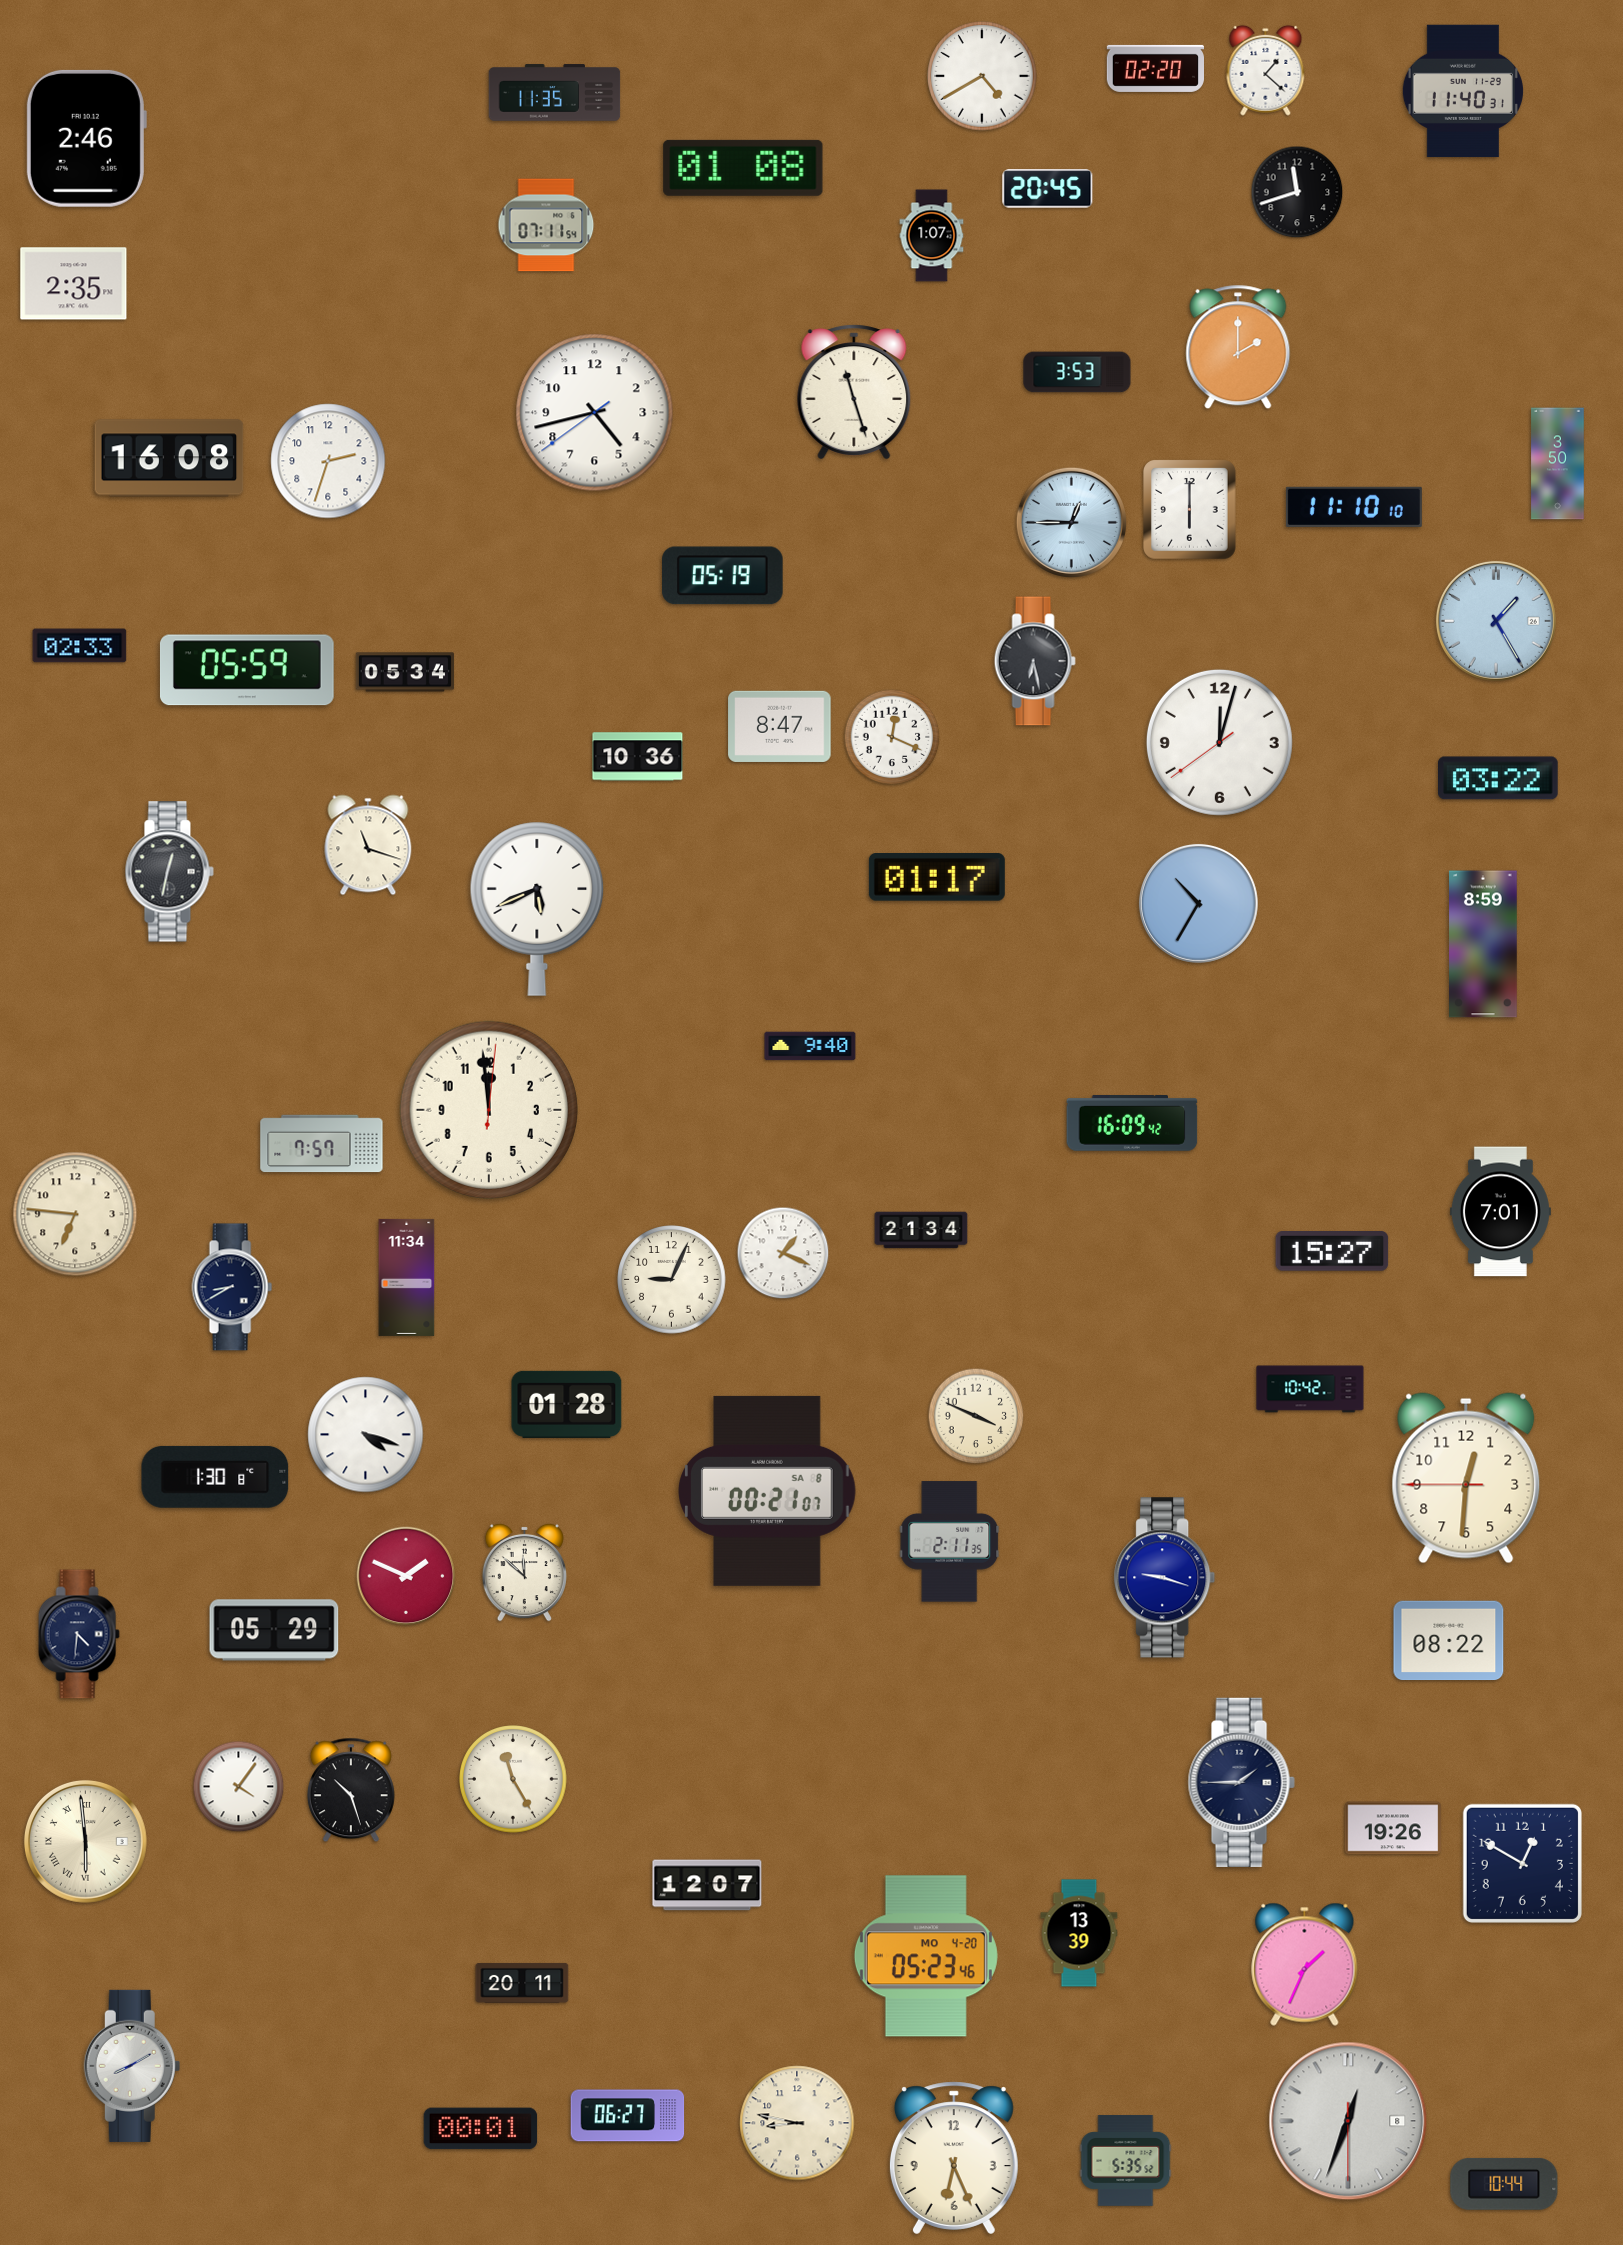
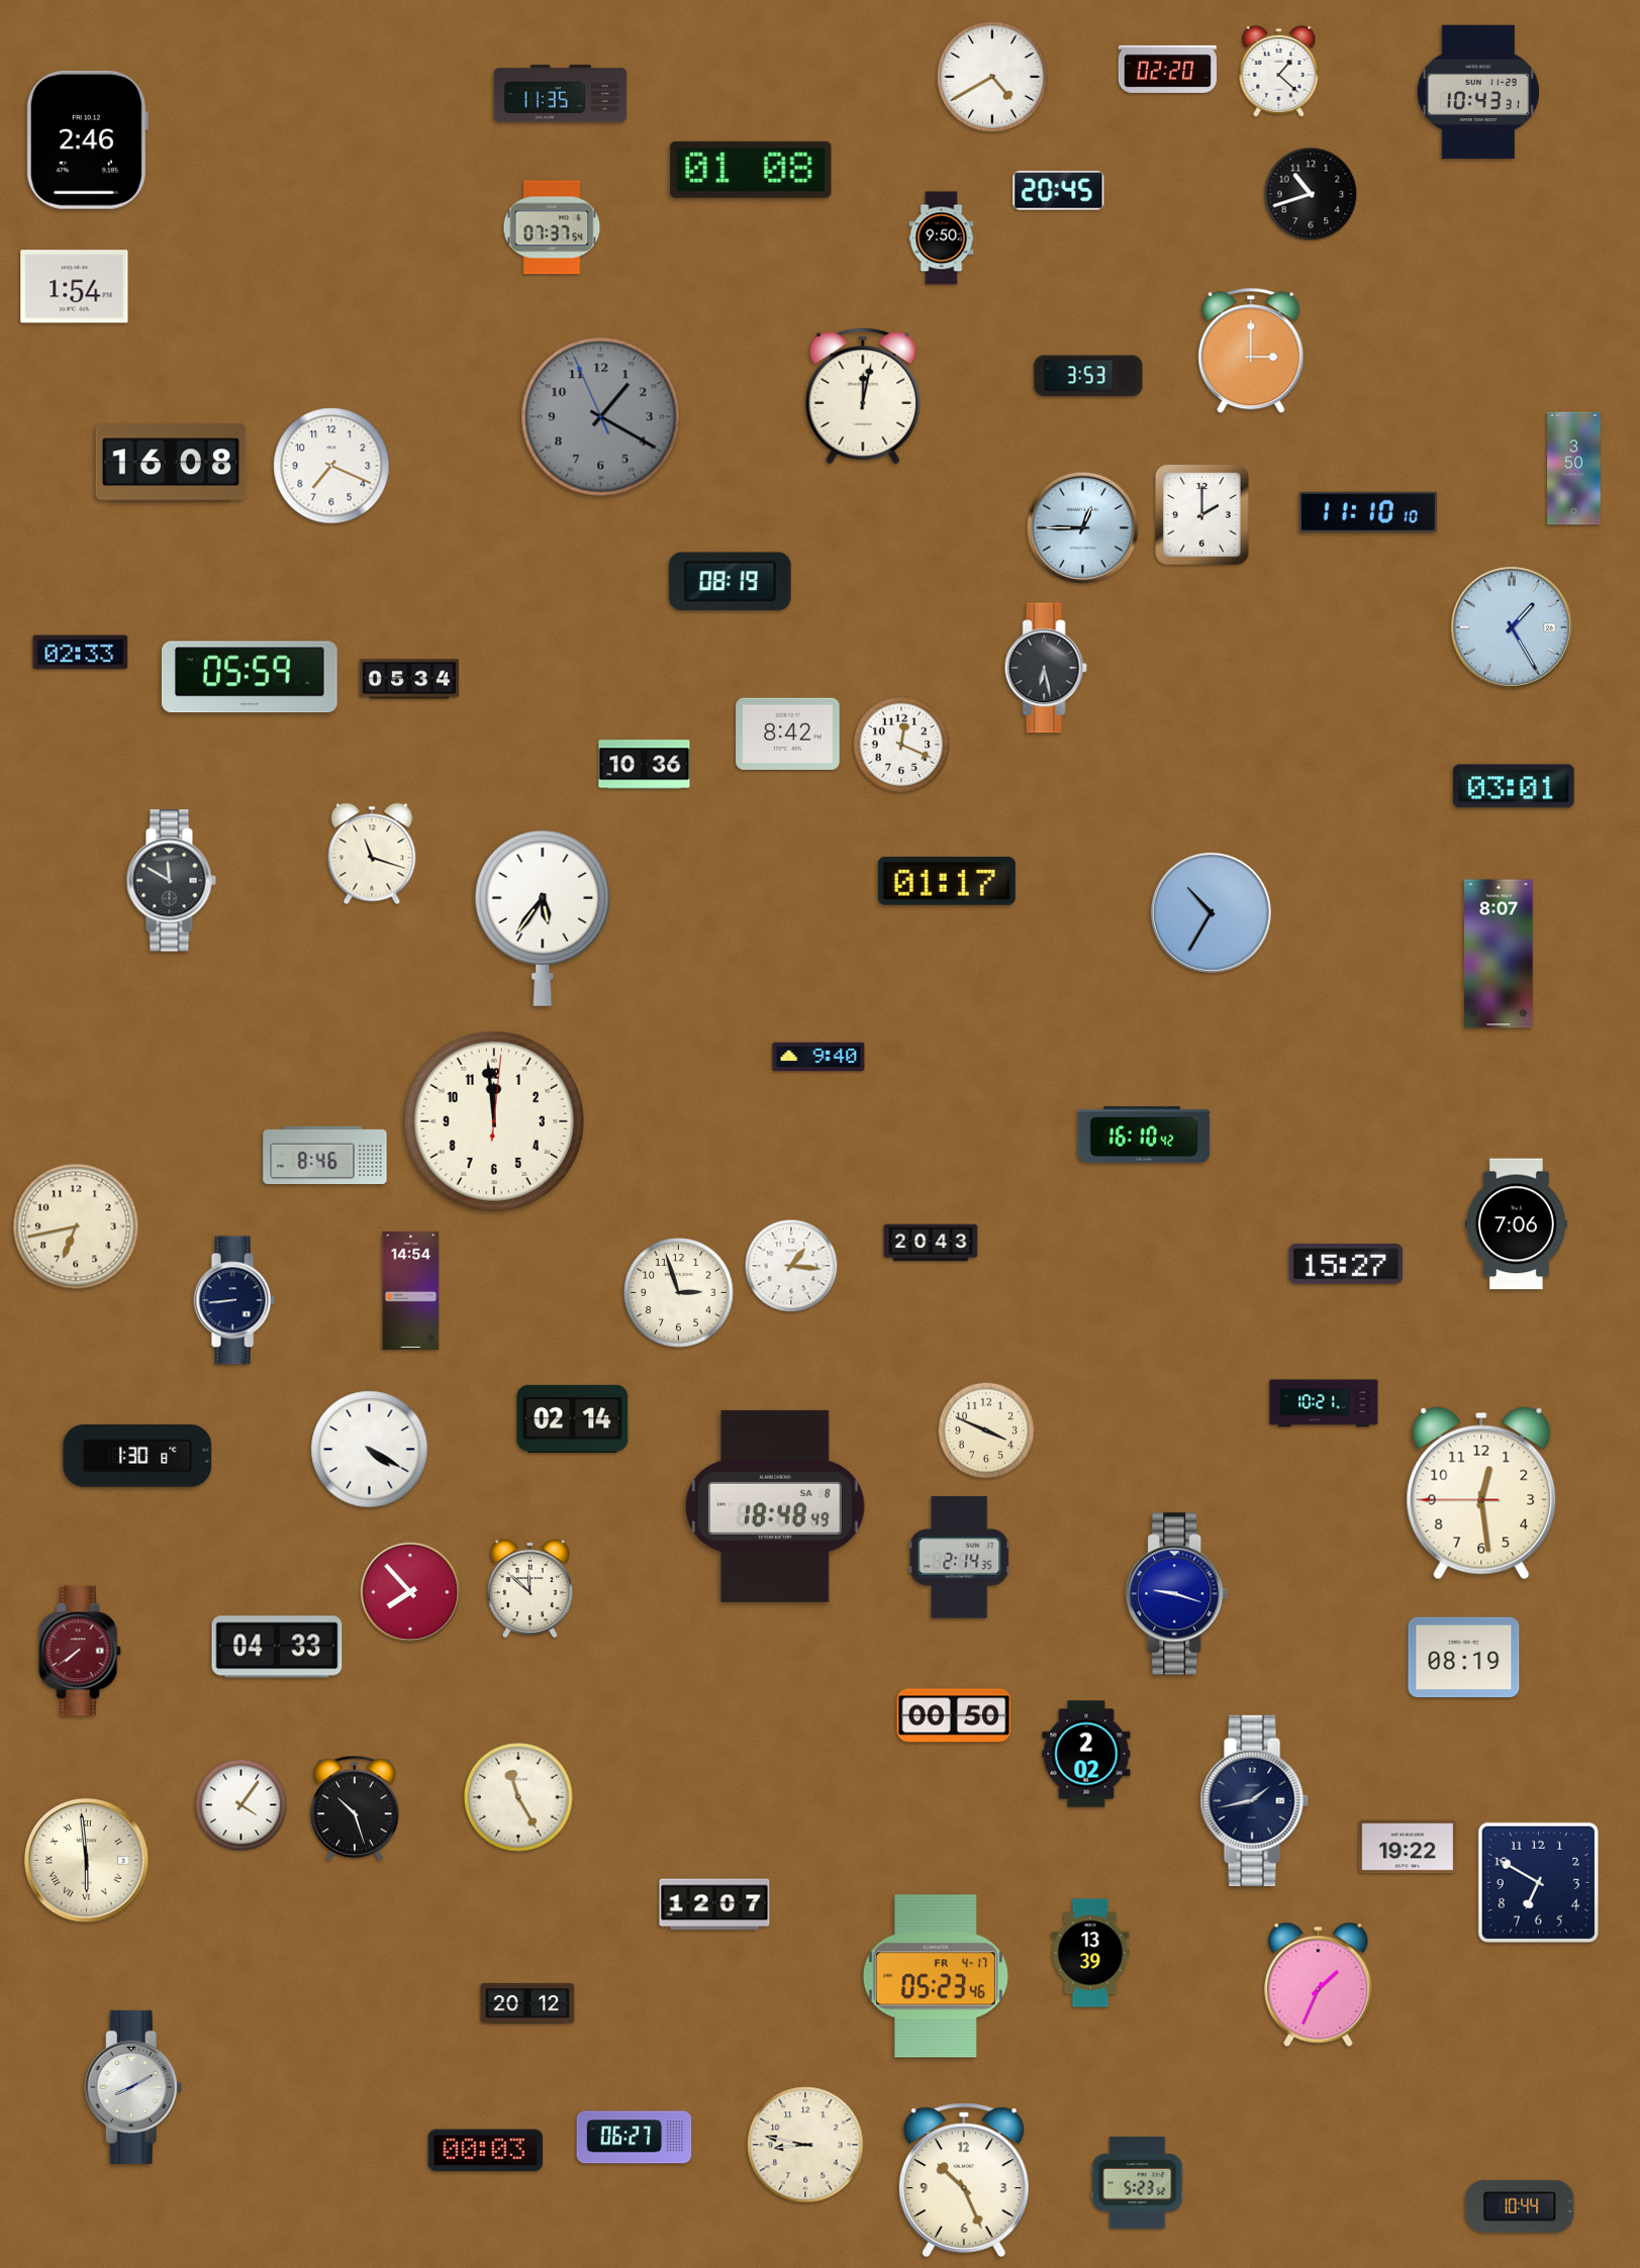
clock at (1463, 91): 11:40 -> 10:43
clock at (1297, 192): 11:42 -> 10:42
clock at (546, 225): 07:11 -> 07:37
clock at (932, 236): 1:07 -> 9:50
clock at (74, 284): 2:35 -> 1:54
clock at (1238, 347): 2:00 -> 3:00
clock at (854, 392): 11:27 -> 12:02
clock at (595, 413): 4:42 -> 1:19
clock at (595, 413) dial: white -> grey
clock at (328, 461): 2:33 -> 7:19
clock at (1190, 510): 6:00 -> 2:00
clock at (723, 576): 05:19 -> 08:19
clock at (780, 726): 8:47 -> 8:42
clock at (1219, 742): 12:02 -> none
clock at (1499, 778): 03:22 -> 03:01
clock at (169, 872): 12:32 -> 11:50
clock at (937, 878) position: (937, 878) -> (947, 882)
clock at (537, 909): 5:41 -> 5:36
clock at (1483, 944): 8:59 -> 8:07
clock at (1132, 1124): 16:09 -> 16:10
clock at (322, 1144): 7:57 -> 8:46
clock at (1500, 1212): 7:01 -> 7:06
clock at (75, 1214): 6:46 -> 6:43
clock at (921, 1230): 21:34 -> 20:43
clock at (783, 1253): 1:19 -> 1:16
clock at (407, 1277): 11:34 -> 14:54
clock at (672, 1280): 9:04 -> 2:57
clock at (232, 1287): 8:40 -> 8:44
clock at (1310, 1389): 10:42 -> 10:21
clock at (567, 1404): 01:28 -> 02:14
clock at (366, 1435): 4:18 -> 4:20
clock at (215, 1477) position: (215, 1477) -> (137, 1456)
clock at (1466, 1478): 12:30 -> 12:28
clock at (767, 1491): 00:21 -> 18:48
clock at (950, 1542): 2:11 -> 2:14
clock at (406, 1576): 1:49 -> 7:53
clock at (274, 1630): 05:29 -> 04:33
clock at (79, 1634): 4:31 -> 7:39
clock at (79, 1634) dial: navy -> burgundy
clock at (1449, 1641): 08:22 -> 08:19
clock at (954, 1715): none -> 00:50
clock at (1086, 1754): none -> 2:02
clock at (1241, 1782): 1:45 -> 1:43
clock at (1393, 1828): 19:26 -> 19:22
clock at (1522, 1863): 12:50 -> 6:50
clock at (926, 1956) date: MO 4-20 -> FR 4-17
clock at (522, 1983): 20:11 -> 20:12
clock at (1348, 2121): 12:33 -> none
clock at (481, 2129): 00:01 -> 00:03
clock at (954, 2158): 6:26 -> 10:26
clock at (1126, 2161): 5:35 -> 5:23
